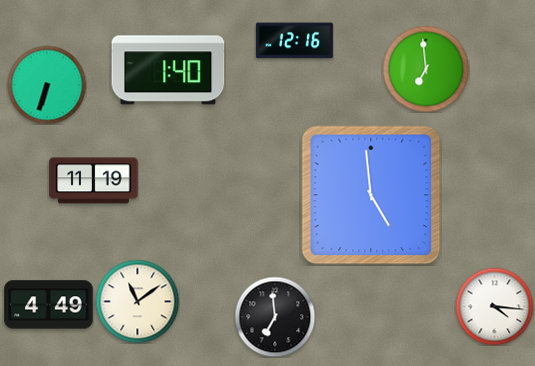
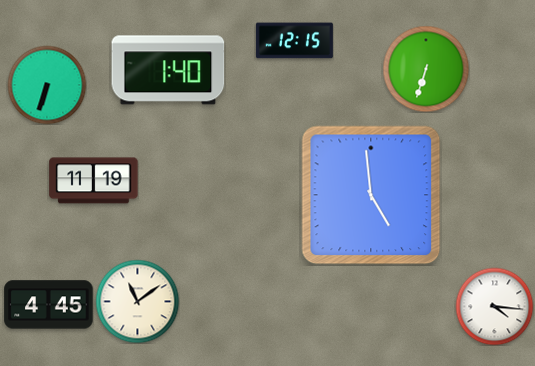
clock at (294, 41): 12:16 -> 12:15
clock at (426, 69): 6:59 -> 6:33
clock at (49, 305): 4:49 -> 4:45
clock at (275, 317): 6:59 -> none
